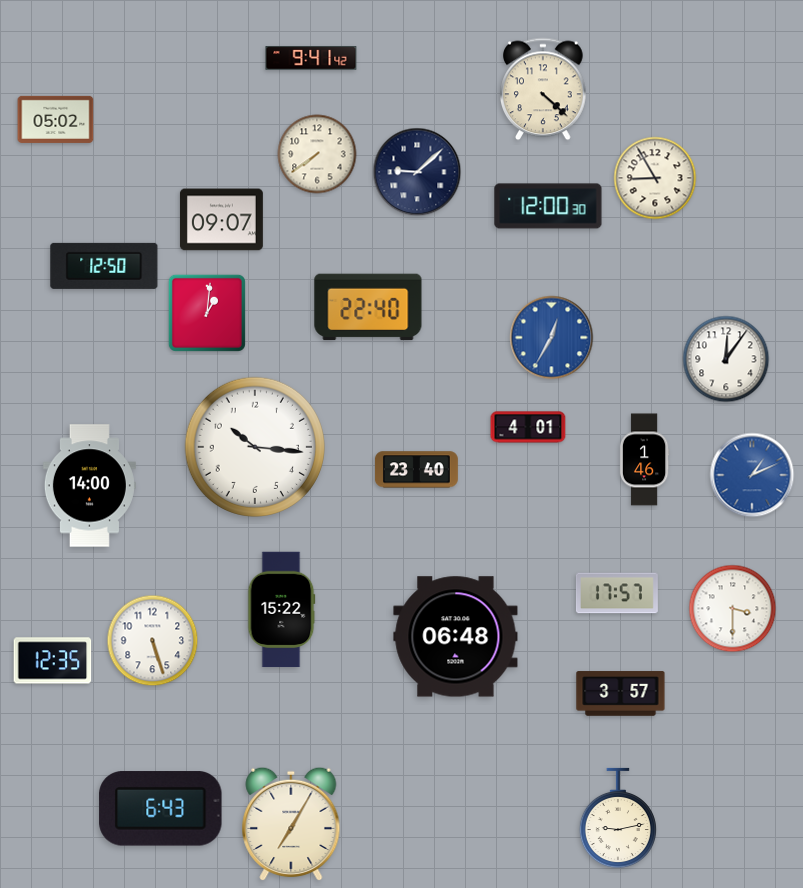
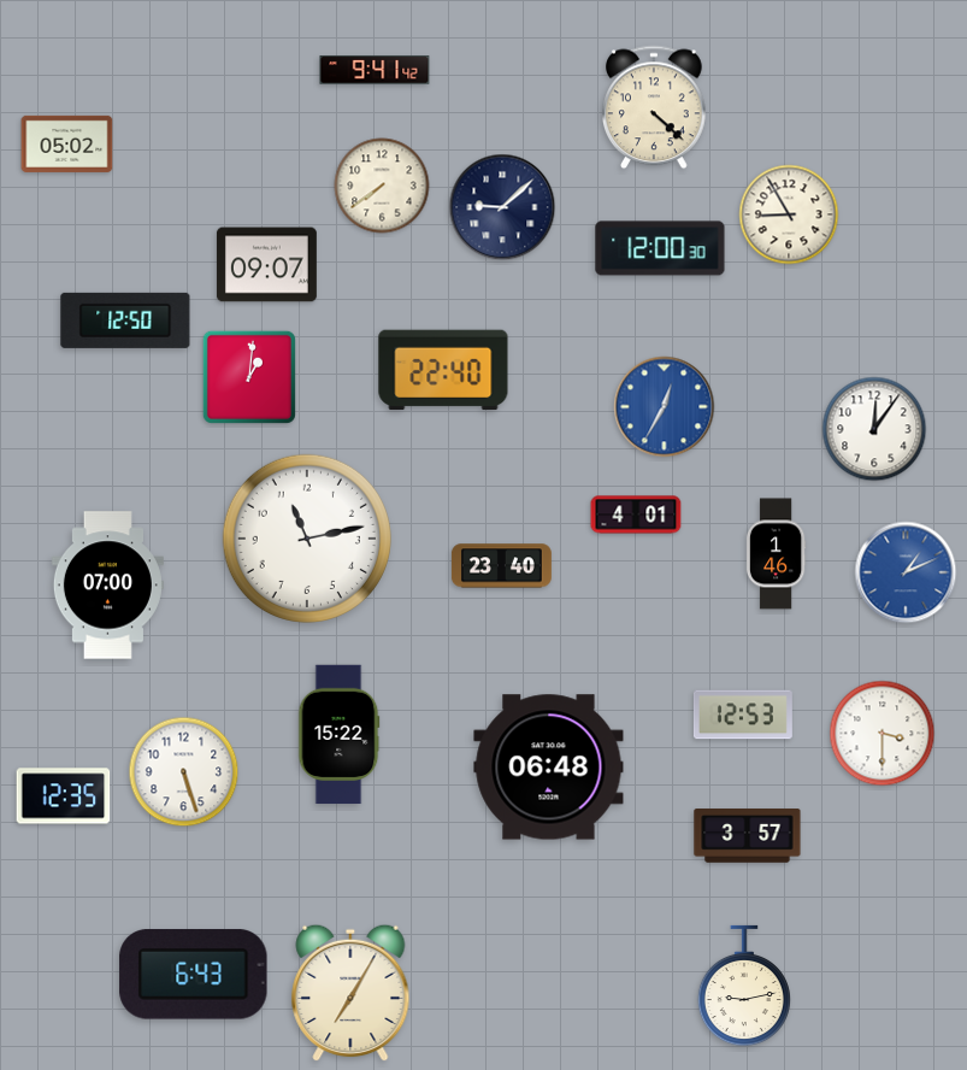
clock at (726, 359) position: (726, 359) -> (874, 429)
clock at (254, 446): 10:16 -> 11:13
clock at (89, 486): 14:00 -> 07:00
clock at (617, 593): 17:57 -> 12:53
